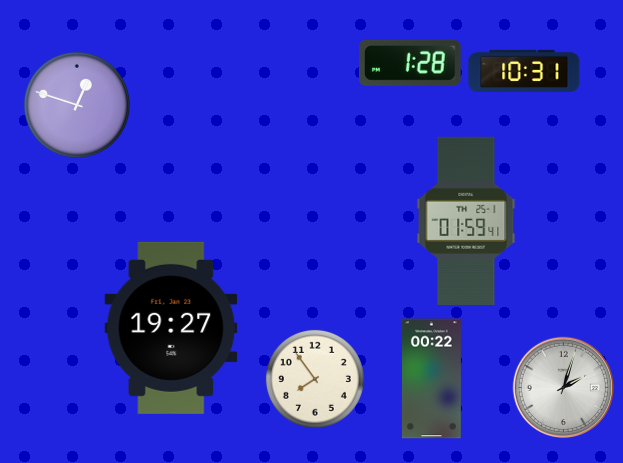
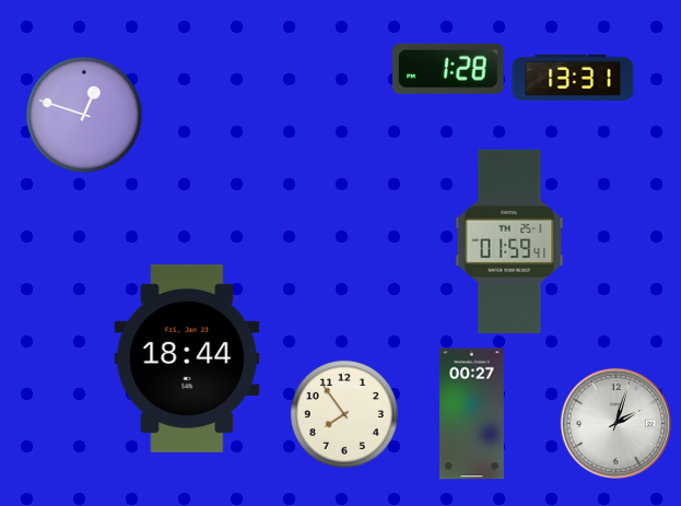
clock at (524, 71): 10:31 -> 13:31
clock at (171, 328): 19:27 -> 18:44
clock at (431, 379): 00:22 -> 00:27
